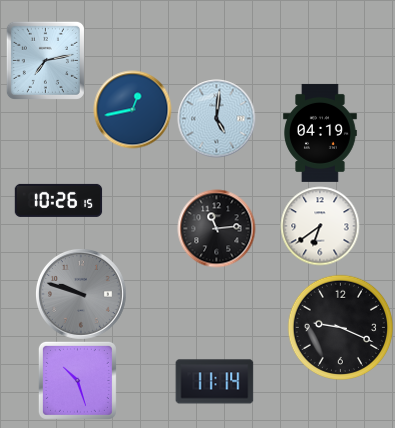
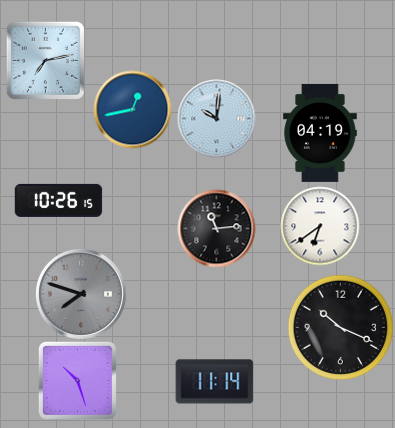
clock at (216, 118): 5:01 -> 10:01
clock at (81, 294): 9:48 -> 7:48
clock at (340, 327): 9:19 -> 10:19
